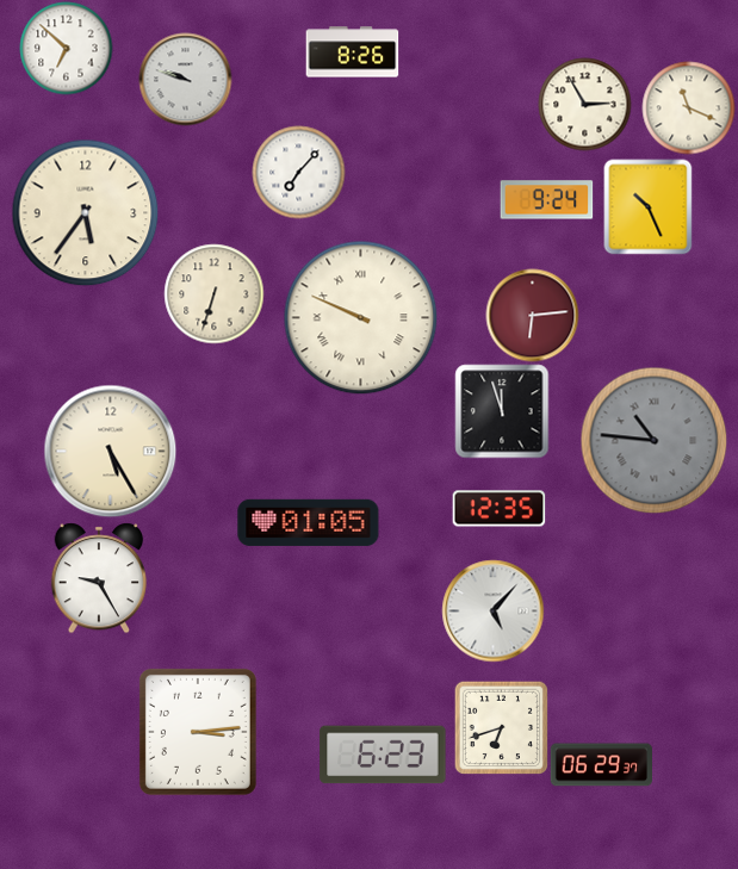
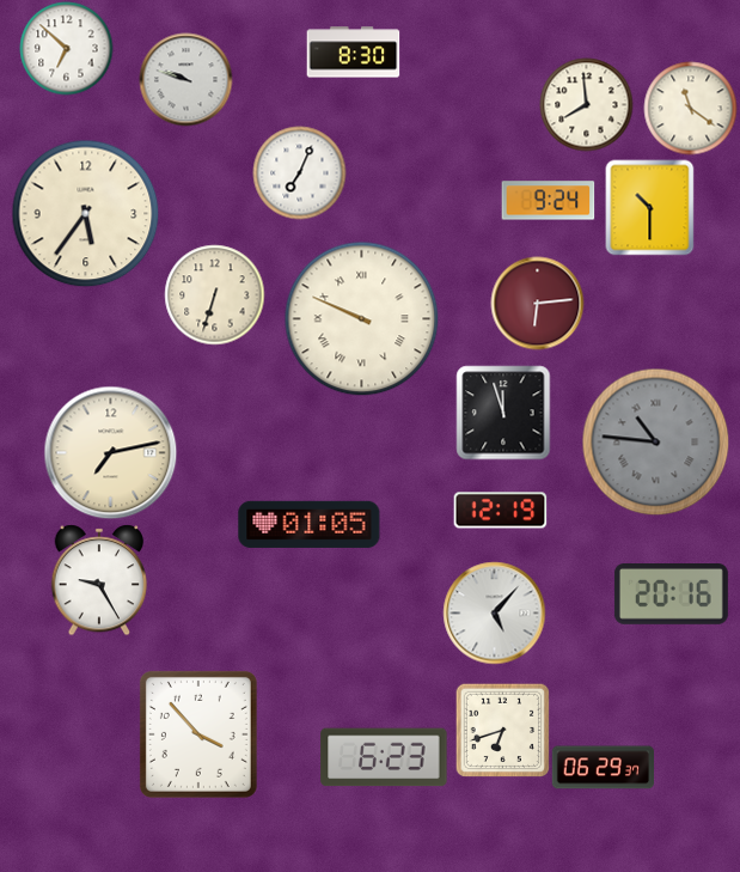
clock at (352, 52): 8:26 -> 8:30
clock at (584, 104): 2:55 -> 7:59
clock at (688, 107): 11:19 -> 11:21
clock at (298, 172): 7:07 -> 7:04
clock at (649, 206): 10:26 -> 10:30
clock at (532, 315) position: (532, 315) -> (537, 303)
clock at (110, 451): 5:25 -> 7:13
clock at (498, 509): 12:35 -> 12:19
clock at (671, 594): none -> 20:16
clock at (198, 732): 3:14 -> 3:53
